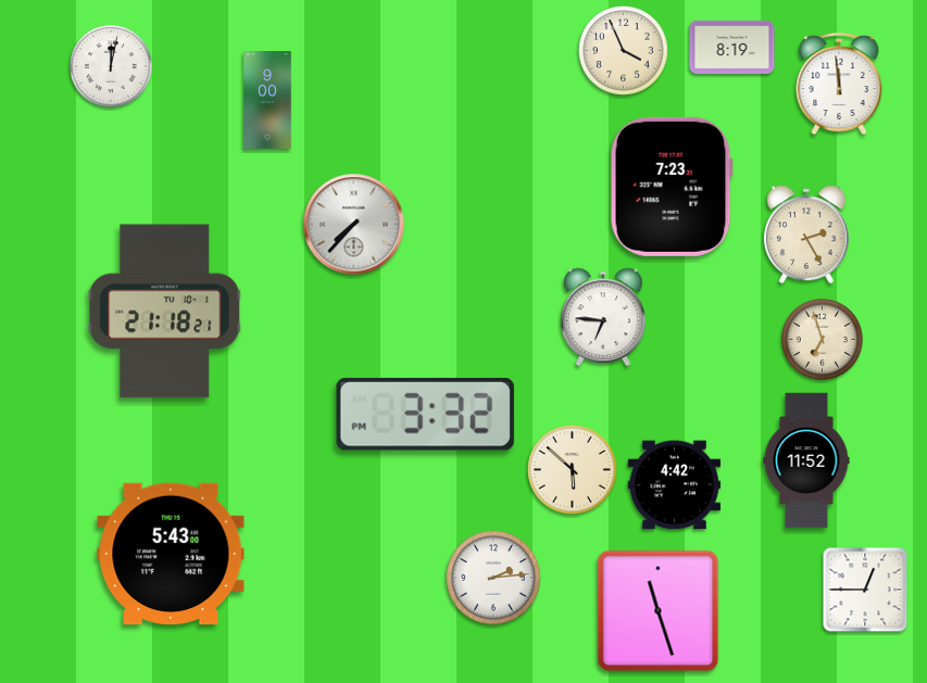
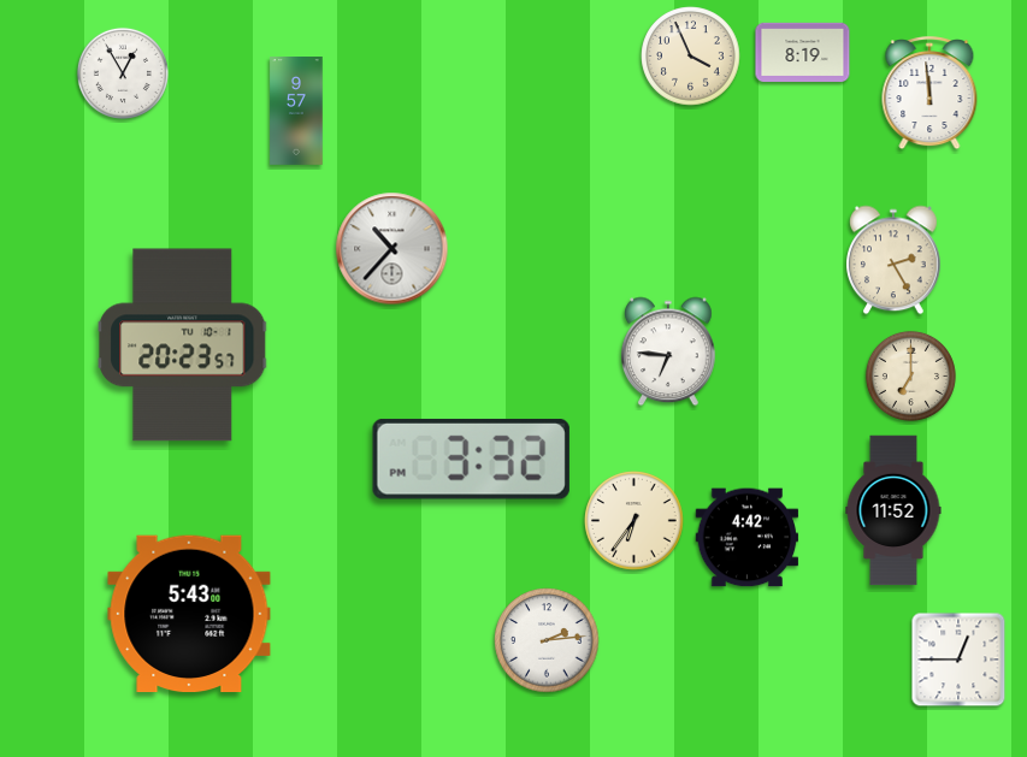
clock at (732, 47) position: (732, 47) -> (803, 52)
clock at (111, 66): 12:02 -> 12:55
clock at (267, 101): 9:00 -> 9:57
clock at (672, 187): 7:23 -> none
clock at (354, 225): 7:37 -> 10:37
clock at (165, 312): 21:18 -> 20:23
clock at (822, 339): 6:57 -> 7:00
clock at (573, 470): 5:52 -> 6:36
clock at (865, 590) position: (865, 590) -> (958, 660)
clock at (659, 611): 11:27 -> none
